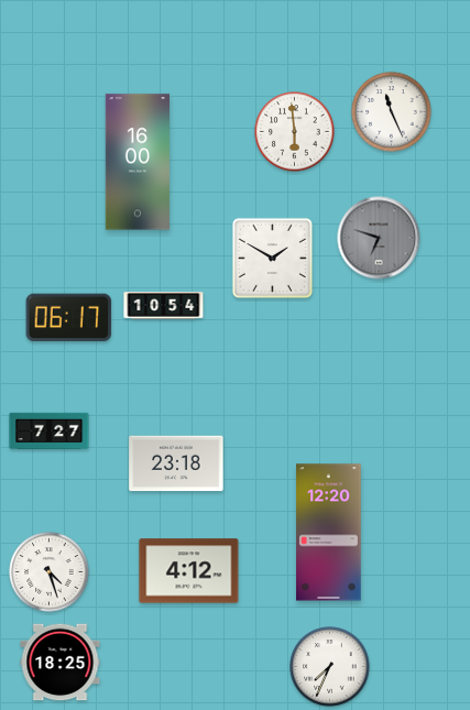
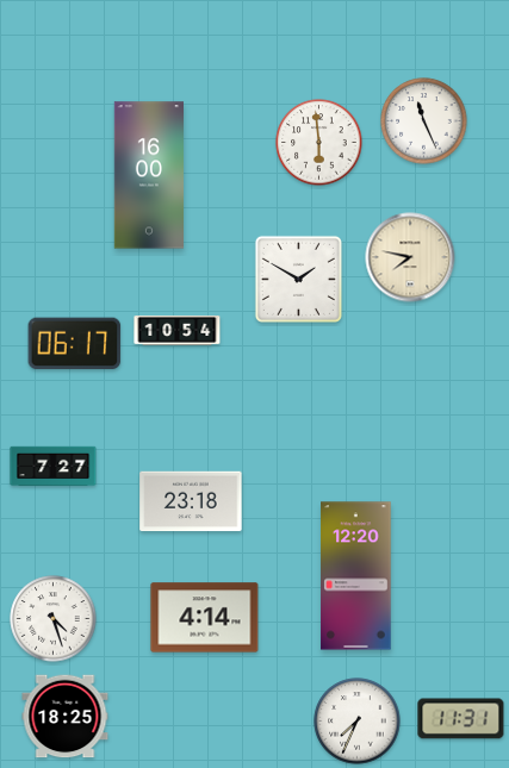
clock at (379, 238): 6:48 -> 7:47
clock at (379, 238) dial: grey -> cream
clock at (272, 258) position: (272, 258) -> (298, 279)
clock at (189, 571): 4:12 -> 4:14
clock at (461, 719): none -> 11:31
